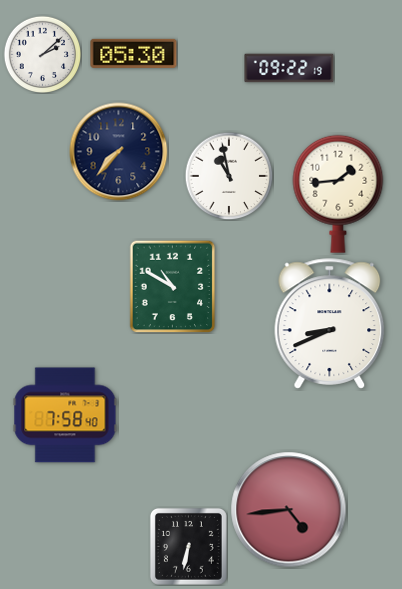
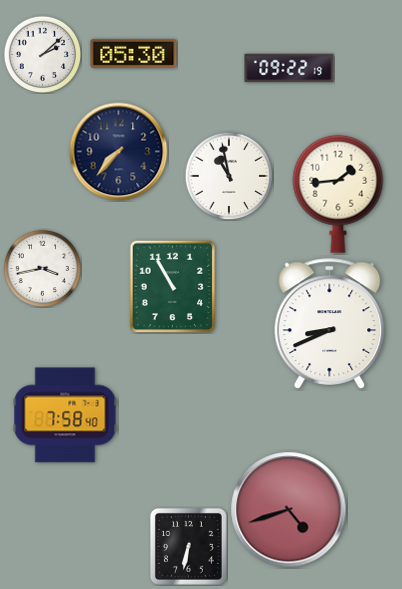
clock at (42, 268): none -> 3:43
clock at (173, 286): 10:50 -> 10:55
clock at (289, 510): 4:44 -> 4:42
